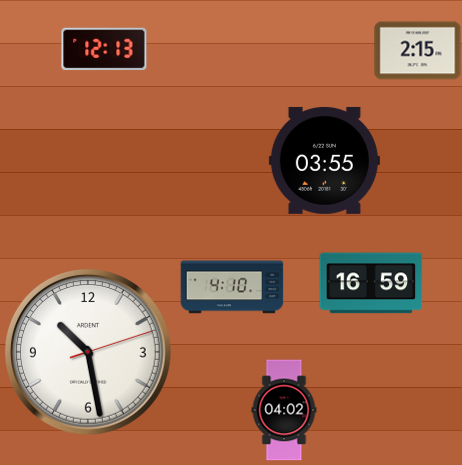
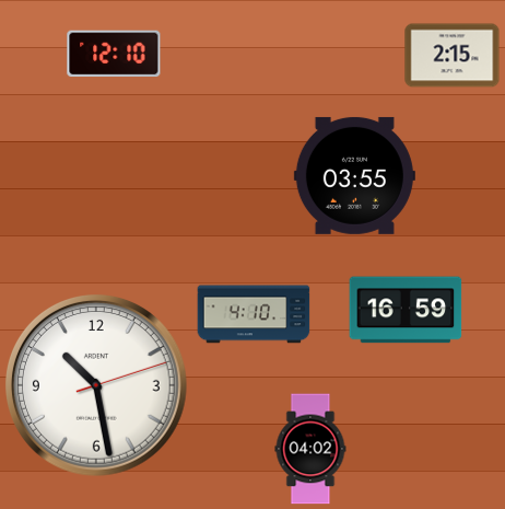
clock at (104, 49): 12:13 -> 12:10
clock at (418, 51) position: (418, 51) -> (453, 56)
